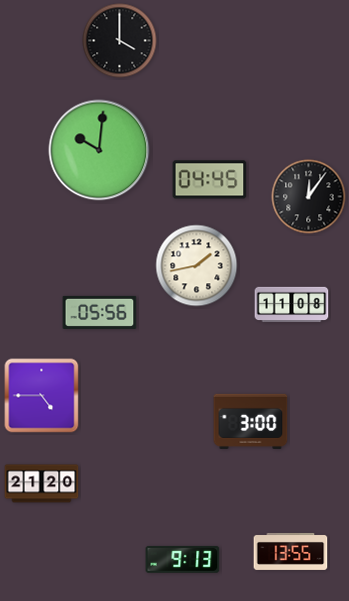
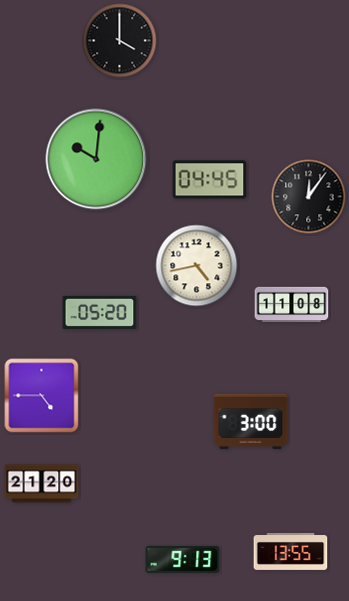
clock at (99, 150) position: (99, 150) -> (96, 159)
clock at (197, 266): 1:43 -> 4:43
clock at (100, 312): 05:56 -> 05:20
